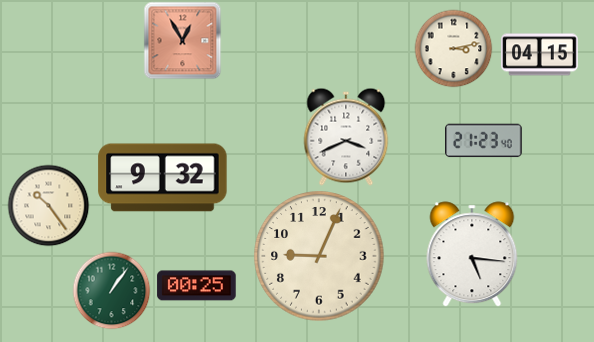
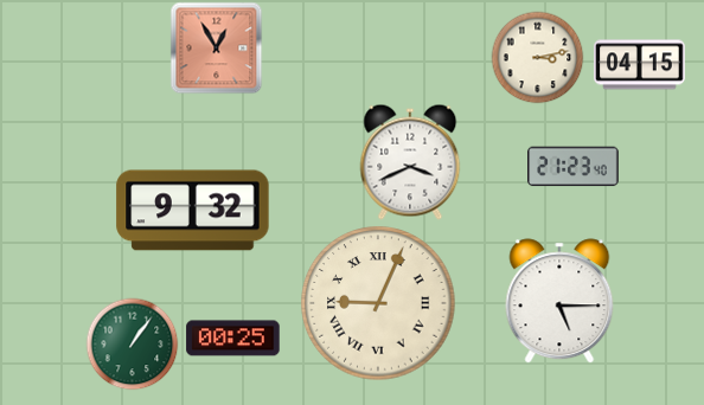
clock at (48, 205): 10:24 -> none
clock at (472, 254): 5:16 -> 5:15
clock at (319, 256) numerals: Arabic -> Roman
